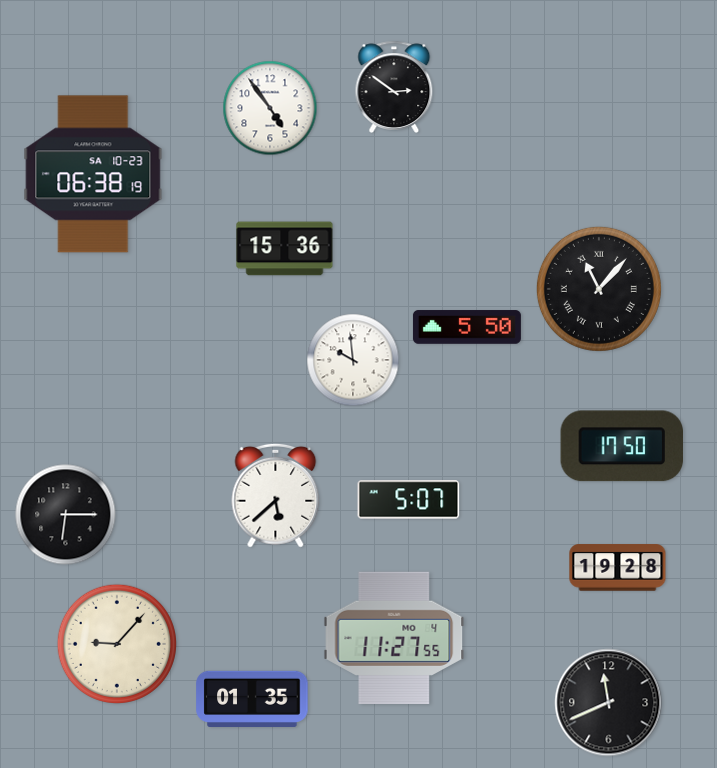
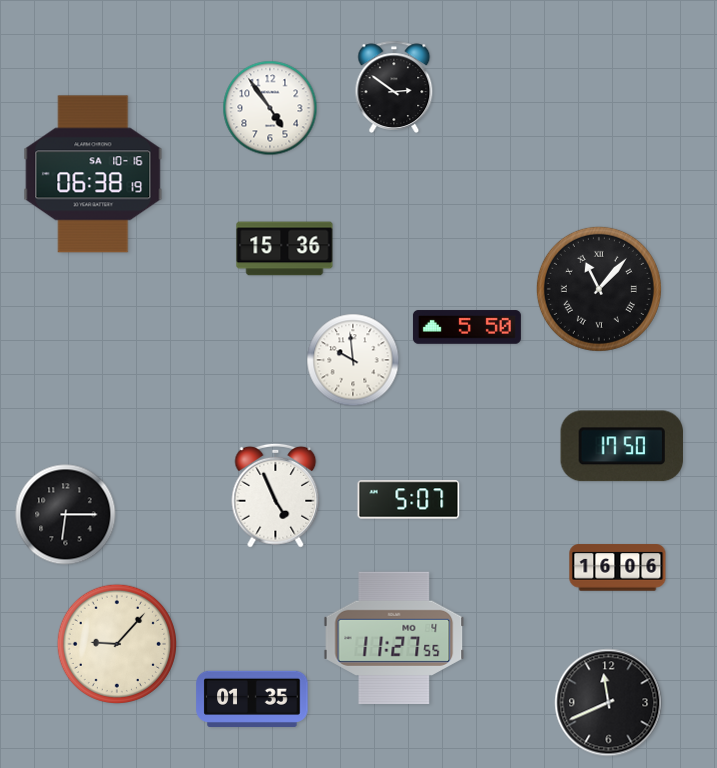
clock at (93, 174) date: SA 10-23 -> SA 10-16
clock at (276, 495): 5:38 -> 4:56
clock at (618, 568): 19:28 -> 16:06
